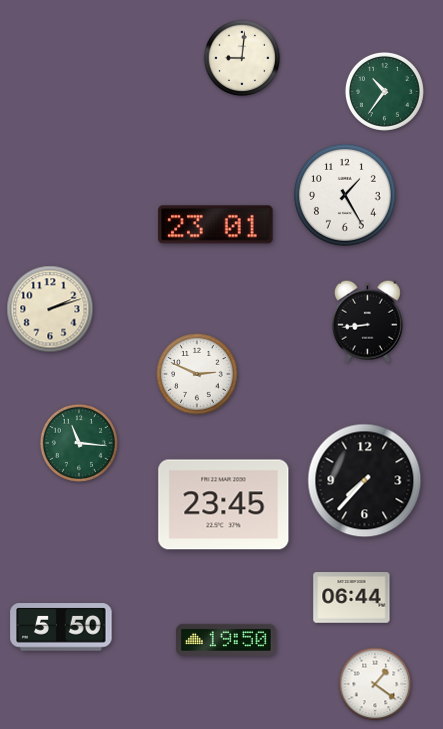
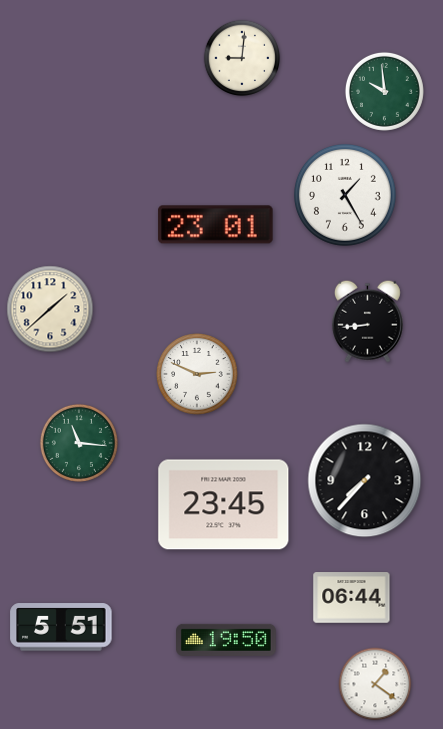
clock at (384, 91): 10:36 -> 9:59
clock at (50, 309): 2:12 -> 1:38
clock at (61, 627): 5:50 -> 5:51
